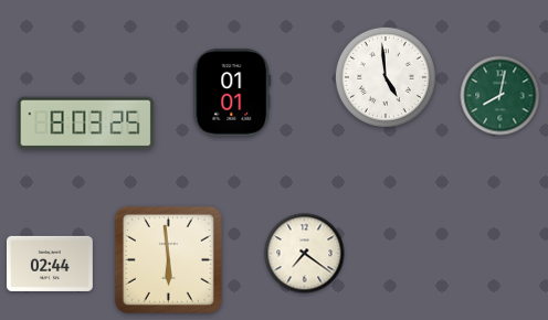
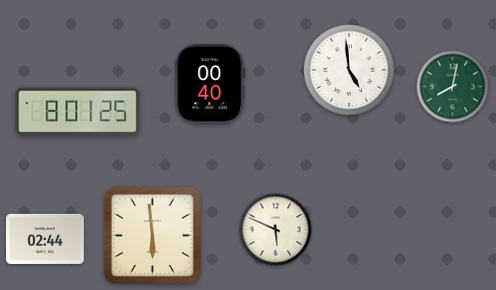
clock at (232, 93): 01:01 -> 00:40
clock at (86, 124): 8:03 -> 8:01
clock at (305, 254): 7:21 -> 5:49
